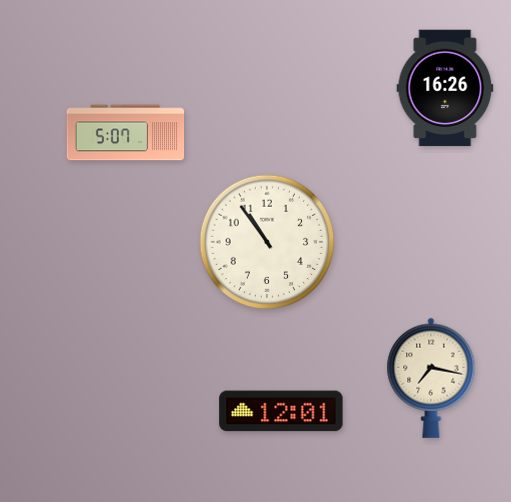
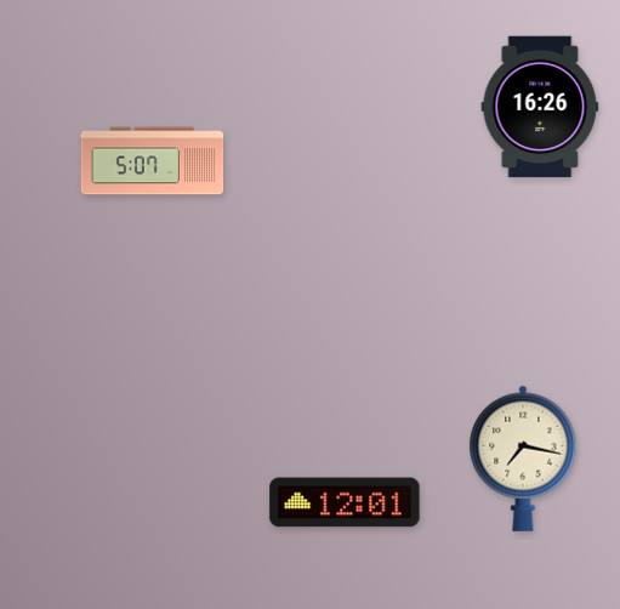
clock at (267, 242): 10:54 -> none
clock at (281, 411) position: (281, 411) -> (345, 502)
